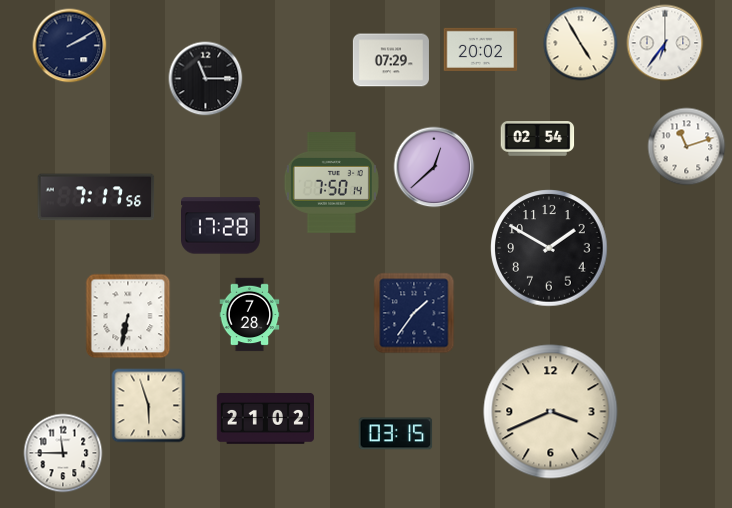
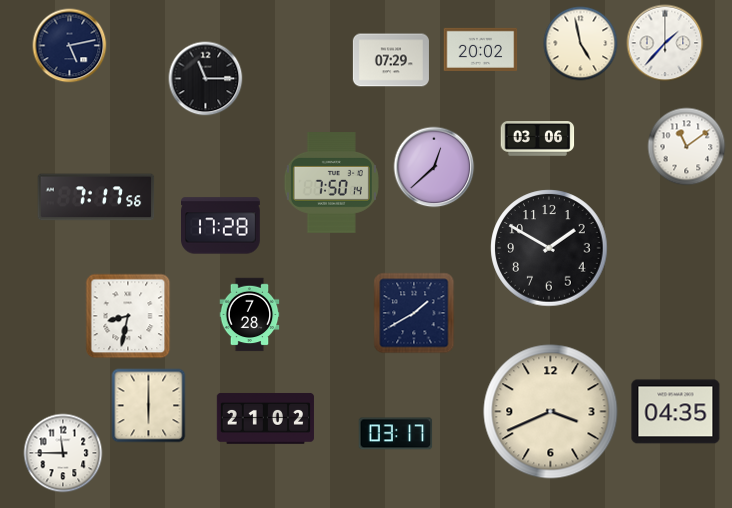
clock at (665, 43): 6:36 -> 1:37
clock at (581, 44): 4:55 -> 4:58
clock at (70, 46): 2:10 -> 5:13
clock at (538, 139): 02:54 -> 03:06
clock at (687, 147): 11:12 -> 11:09
clock at (414, 313): 1:36 -> 1:40
clock at (128, 316): 6:32 -> 8:32
clock at (149, 406): 5:57 -> 6:00
clock at (676, 412): none -> 04:35
clock at (396, 434): 03:15 -> 03:17
